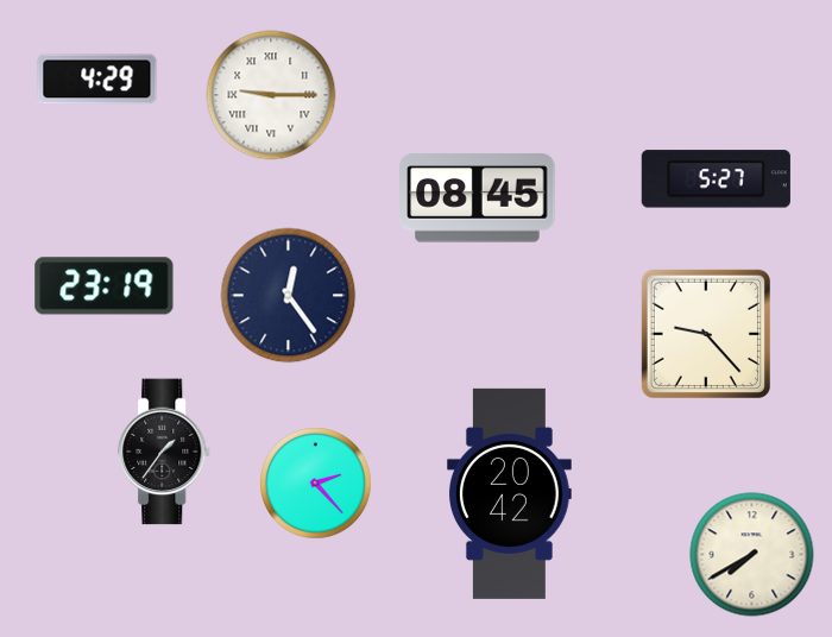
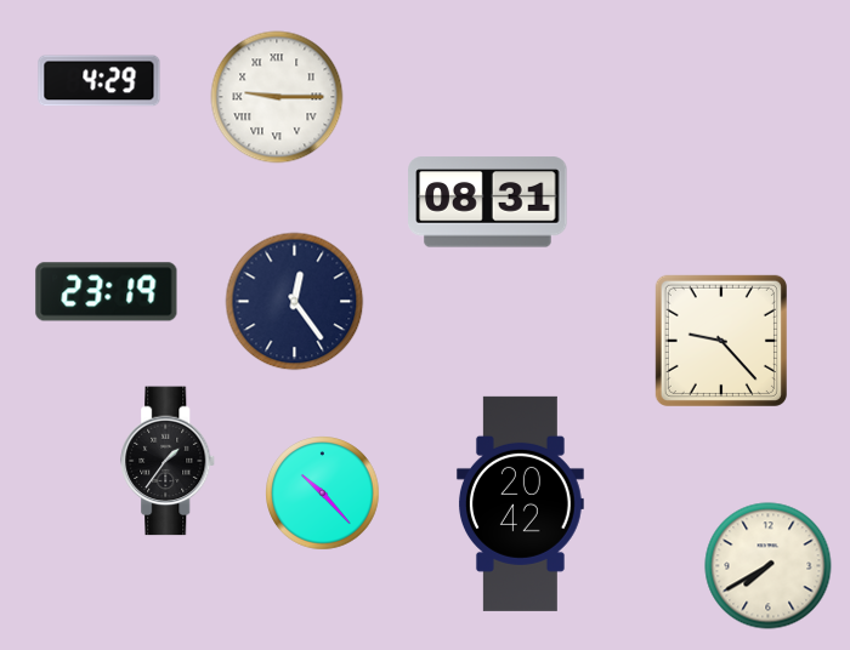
clock at (716, 179): 5:27 -> none
clock at (478, 198): 08:45 -> 08:31
clock at (316, 484): 2:23 -> 10:23
